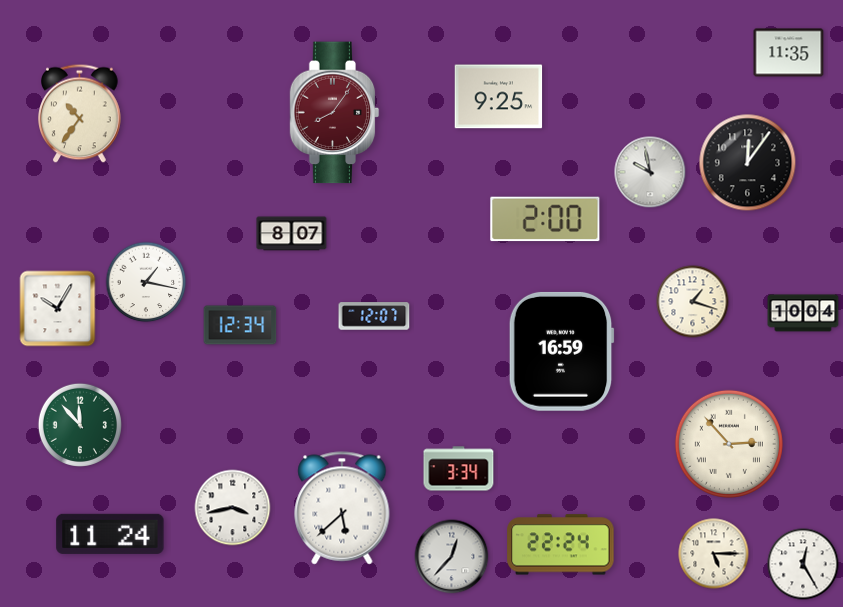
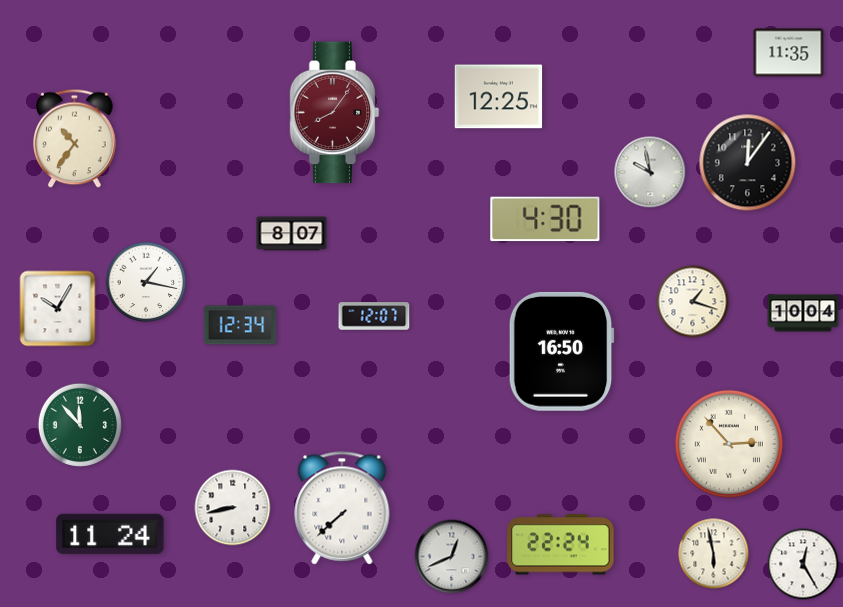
clock at (499, 97): 9:25 -> 12:25
clock at (80, 114) position: (80, 114) -> (75, 139)
clock at (545, 219): 2:00 -> 4:30
clock at (561, 351): 16:59 -> 16:50
clock at (459, 469): 3:34 -> none
clock at (233, 508): 3:43 -> 8:43
clock at (342, 508): 5:38 -> 7:38
clock at (714, 554): 5:15 -> 5:58
clock at (452, 557): 12:37 -> 12:41
